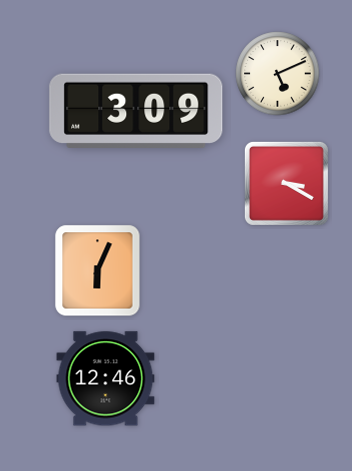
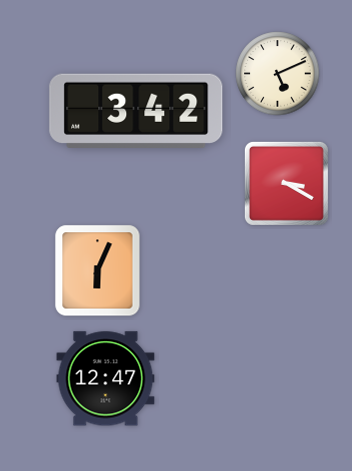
clock at (136, 111): 3:09 -> 3:42
clock at (106, 379): 12:46 -> 12:47
